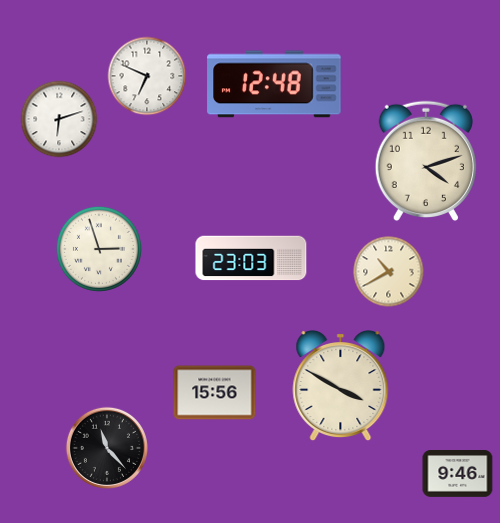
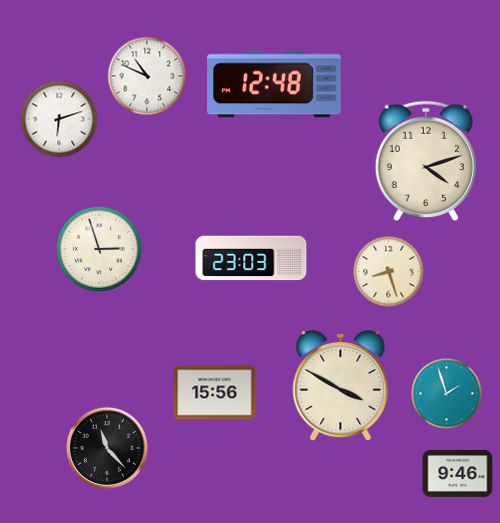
clock at (147, 76): 6:49 -> 10:49
clock at (389, 272): 10:40 -> 8:27
clock at (447, 394): none -> 1:57
